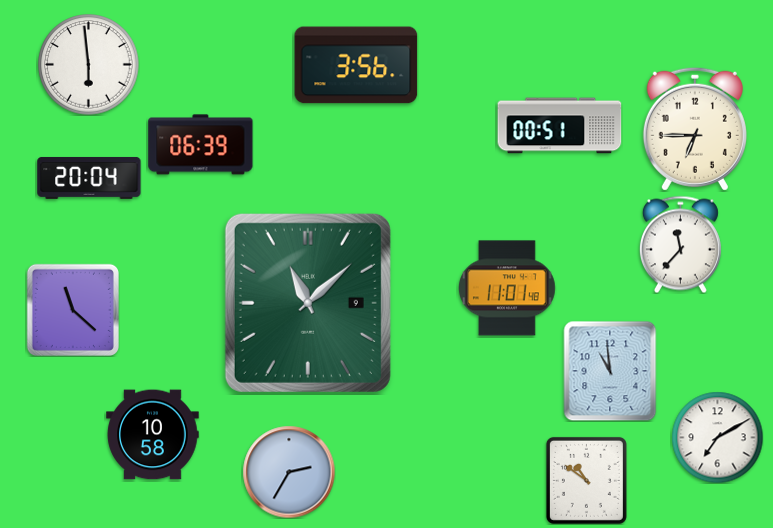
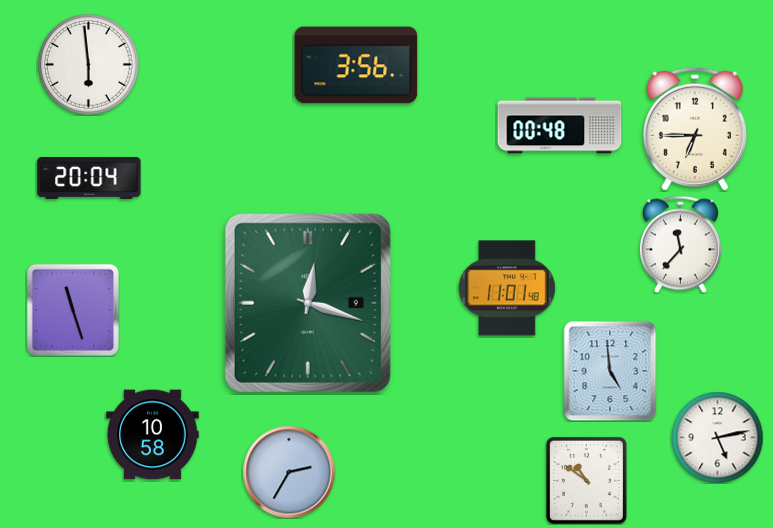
clock at (560, 126): 00:51 -> 00:48
clock at (201, 145): 06:39 -> none
clock at (308, 303): 11:08 -> 12:18
clock at (73, 310): 11:22 -> 11:27
clock at (610, 371): 10:59 -> 4:59
clock at (717, 437): 7:10 -> 5:13
